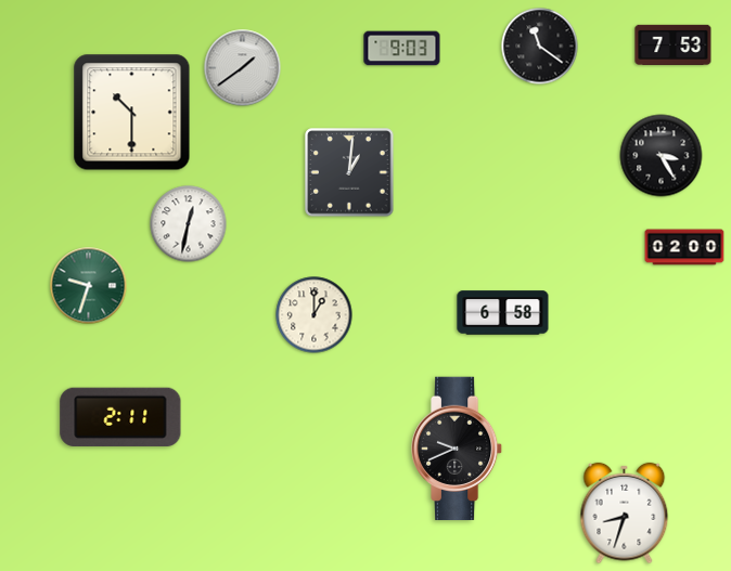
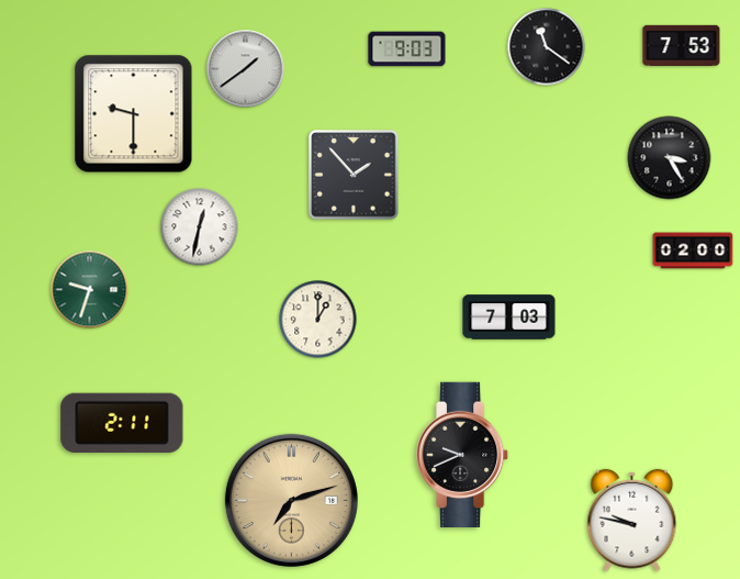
clock at (132, 113): 10:30 -> 9:30
clock at (349, 172): 1:01 -> 1:53
clock at (189, 224) position: (189, 224) -> (200, 227)
clock at (503, 313): 6:58 -> 7:03
clock at (291, 500): none -> 7:12
clock at (625, 514): 8:33 -> 9:47
